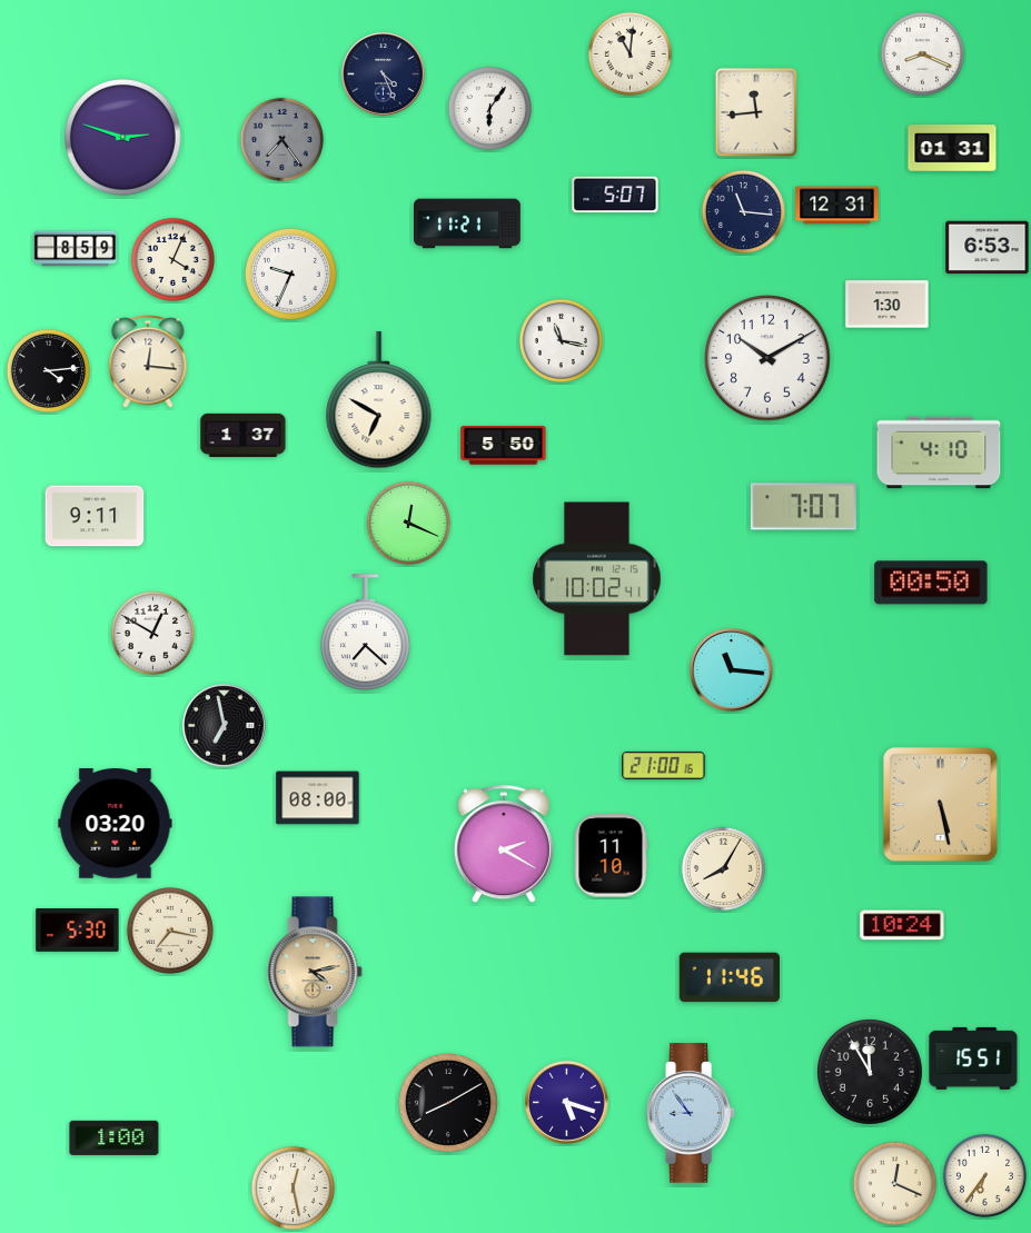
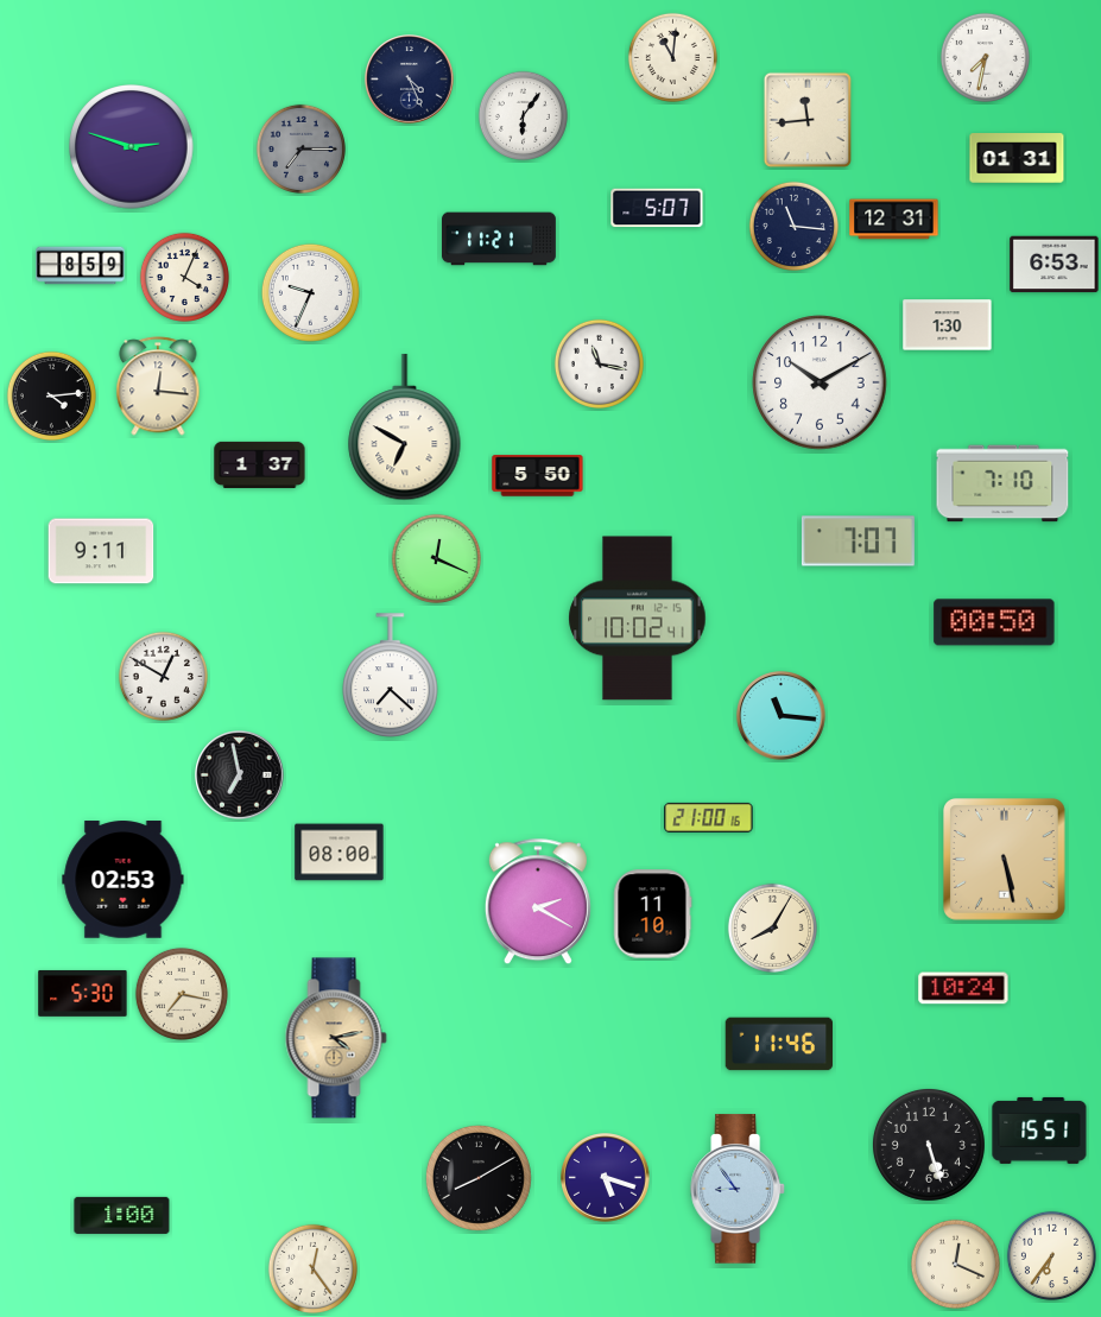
clock at (922, 53): 8:19 -> 7:32
clock at (281, 139): 7:24 -> 7:15
clock at (939, 453): 4:10 -> 7:10
clock at (116, 824): 03:20 -> 02:53
clock at (870, 1072): 11:55 -> 5:27
clock at (293, 1187): 12:28 -> 12:24
